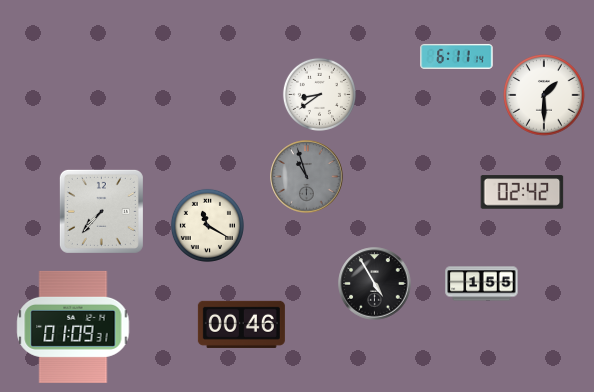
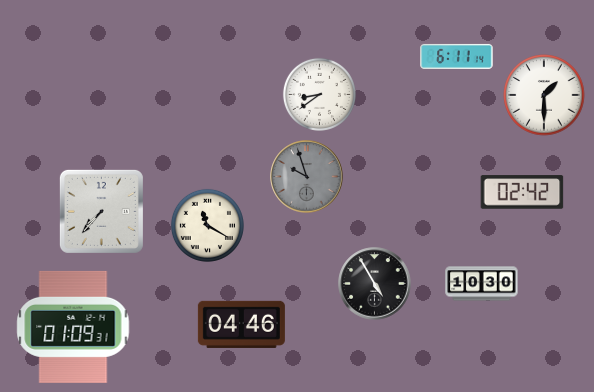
clock at (307, 177): 10:57 -> 9:57
clock at (482, 284): 1:55 -> 10:30
clock at (241, 324): 00:46 -> 04:46
